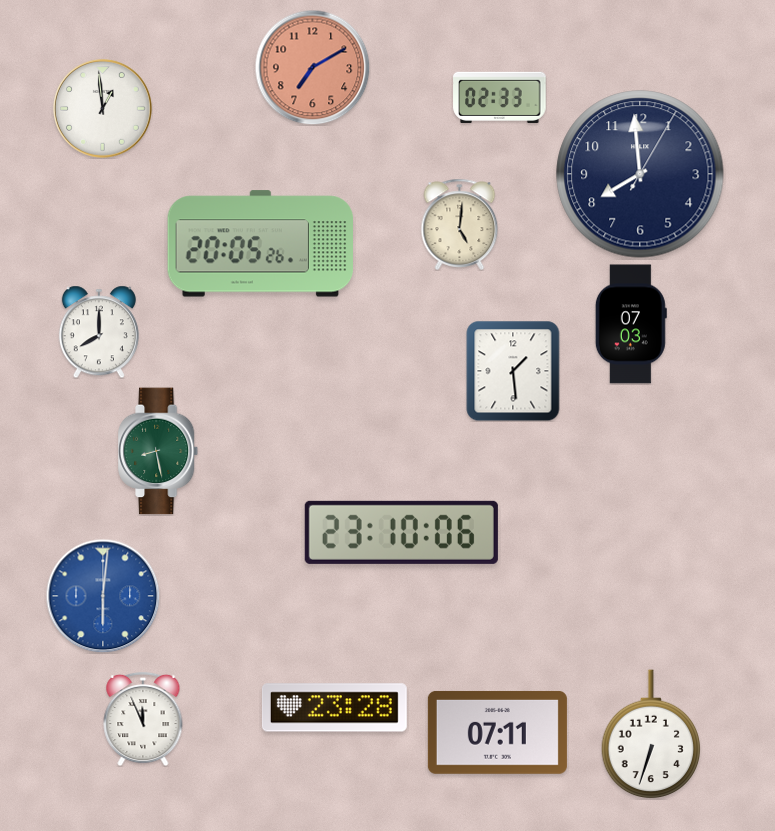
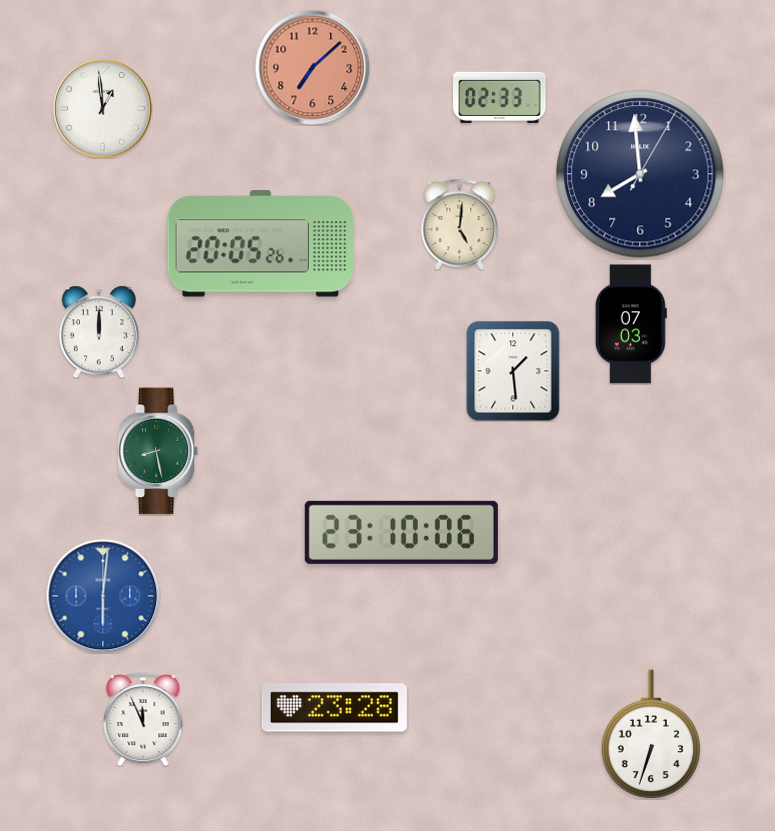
clock at (312, 67): 7:10 -> 7:08
clock at (99, 332): 8:00 -> 12:00
clock at (497, 732): 07:11 -> none
